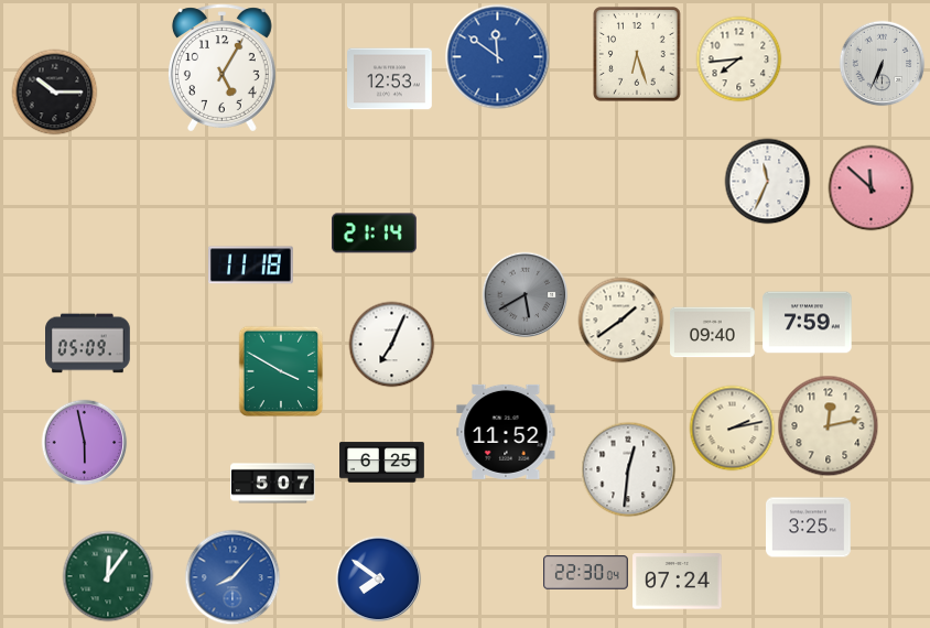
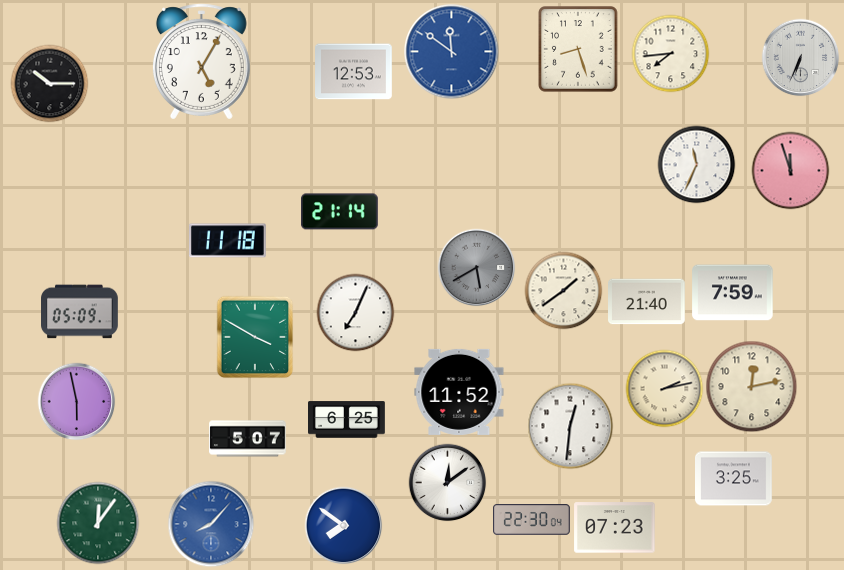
clock at (637, 54): 6:27 -> 8:27
clock at (870, 187): 11:52 -> 11:57
clock at (713, 333): 09:40 -> 21:40
clock at (447, 482): none -> 12:09
clock at (678, 582): 07:24 -> 07:23
